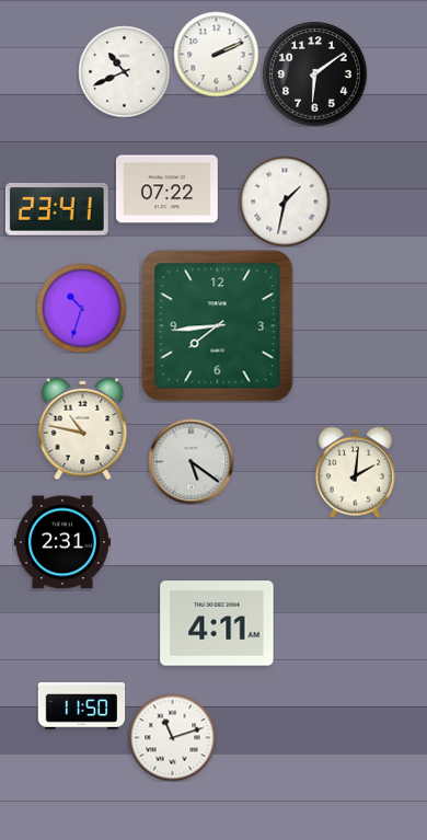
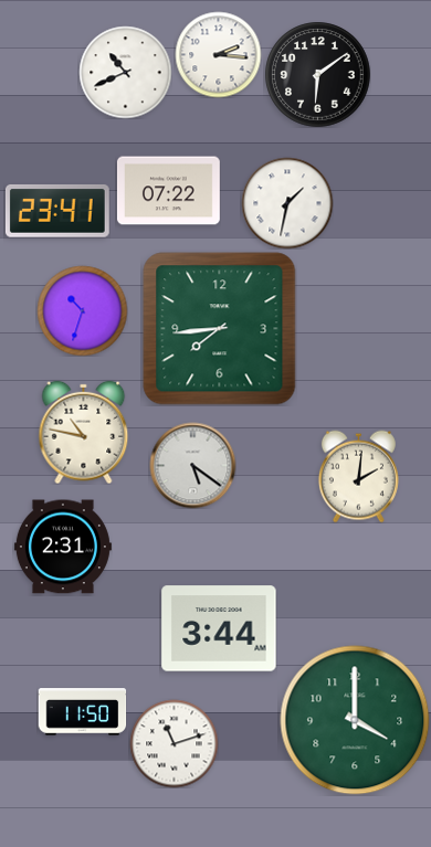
clock at (216, 54): 2:11 -> 2:16
clock at (217, 623): 4:11 -> 3:44
clock at (355, 720): none -> 4:00
